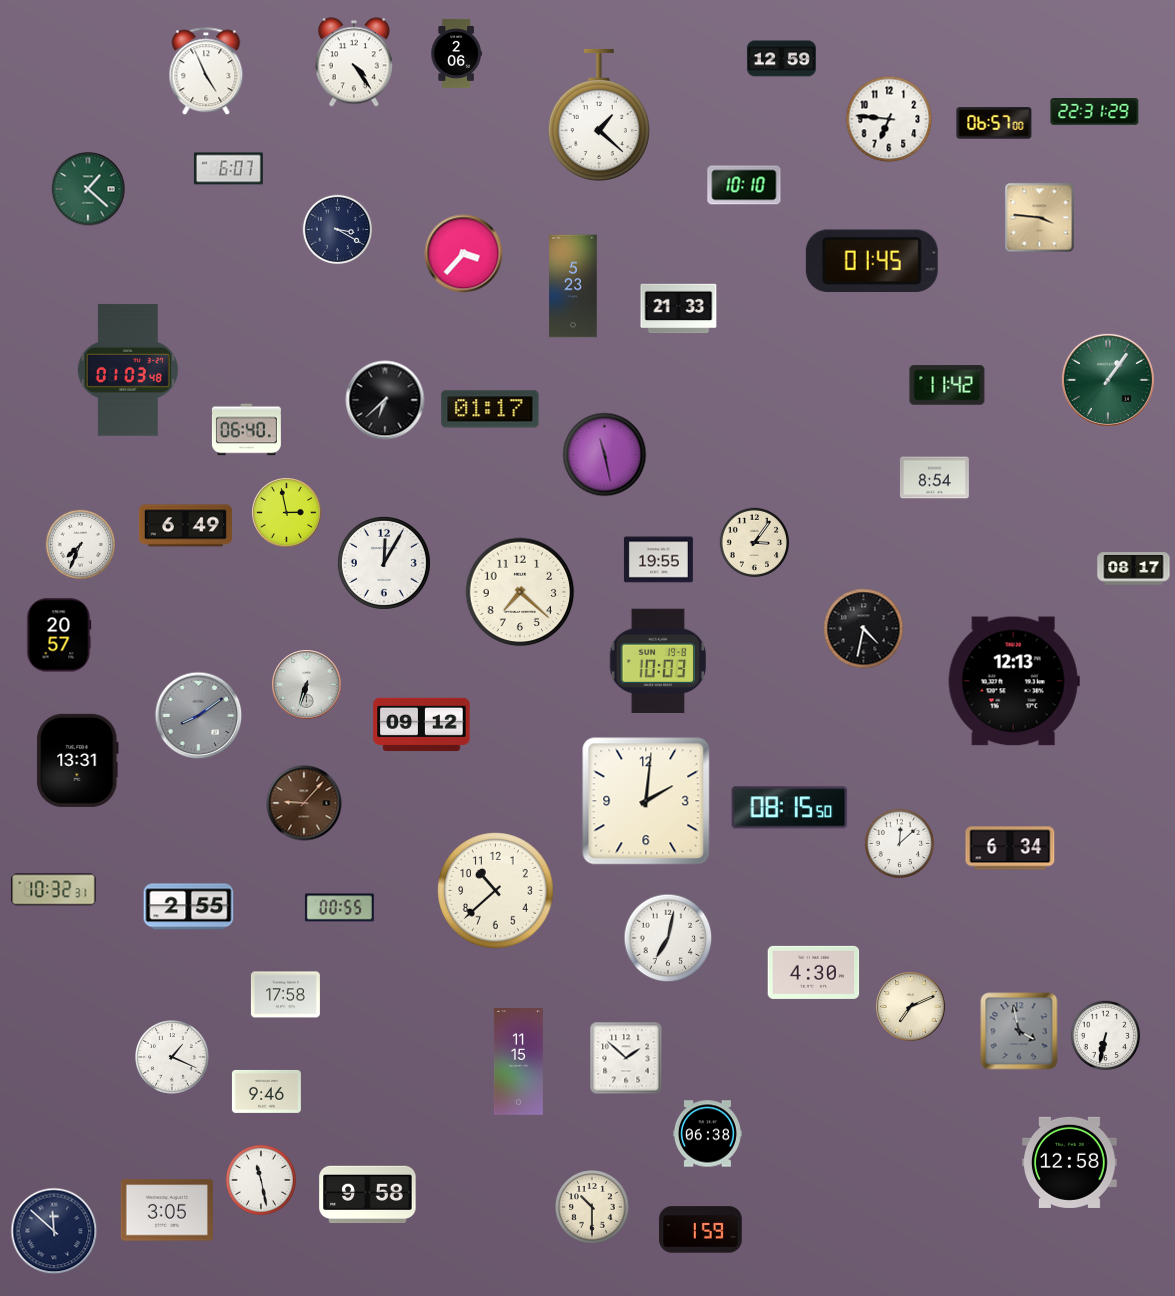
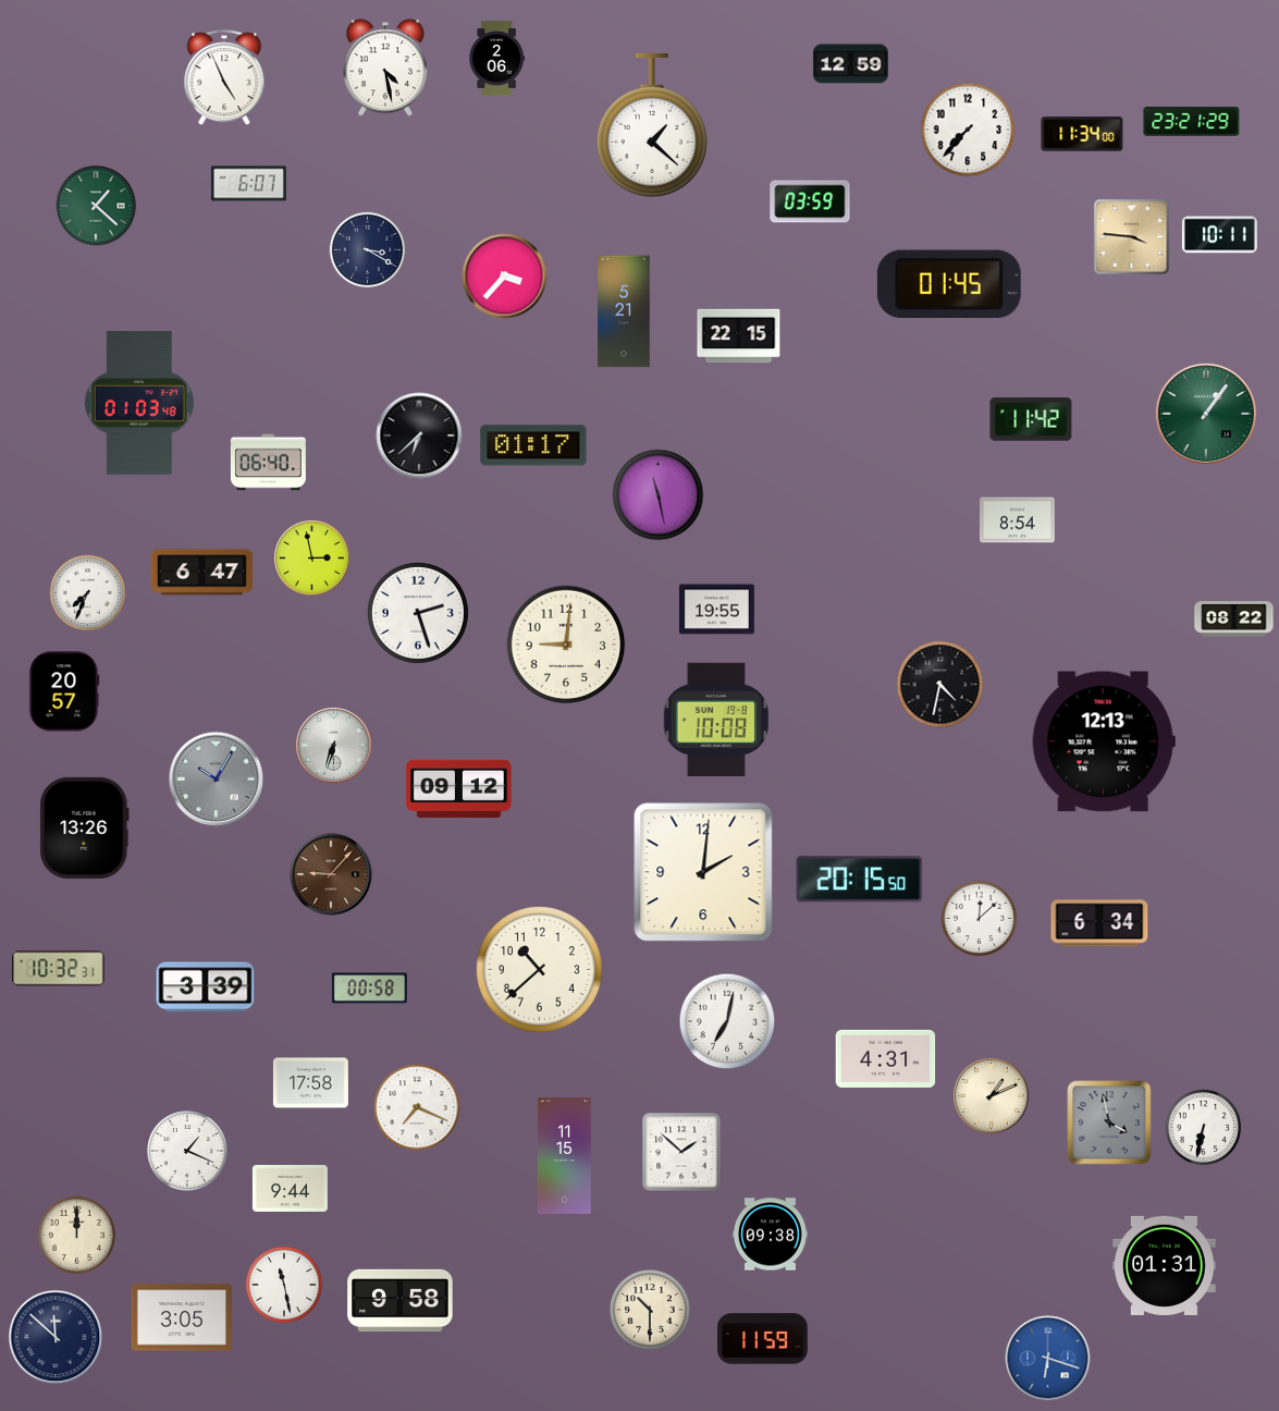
clock at (354, 62): 4:24 -> 4:28
clock at (1095, 112): 22:31 -> 23:21
clock at (889, 119): 6:46 -> 7:37
clock at (994, 123): 06:57 -> 11:34
clock at (744, 185): 10:10 -> 03:59
clock at (1219, 235): none -> 10:11
clock at (573, 286): 5:23 -> 5:21
clock at (679, 309): 21:33 -> 22:15
clock at (246, 430) position: (246, 430) -> (268, 463)
clock at (185, 526): 6:49 -> 6:47
clock at (755, 543): 3:06 -> none
clock at (384, 563): 12:05 -> 2:27
clock at (1134, 569): 08:17 -> 08:22
clock at (520, 592): 7:22 -> 9:01
clock at (658, 661): 10:03 -> 10:08
clock at (199, 716): 8:09 -> 10:05
clock at (78, 760): 13:31 -> 13:26
clock at (790, 808): 08:15 -> 20:15
clock at (189, 907): 2:55 -> 3:39
clock at (339, 908): 00:55 -> 00:58
clock at (814, 972): 4:30 -> 4:31
clock at (911, 1007): 7:11 -> 1:11
clock at (417, 1107): none -> 7:19
clock at (266, 1091): 9:46 -> 9:44
clock at (76, 1235): none -> 12:00
clock at (707, 1134): 06:38 -> 09:38
clock at (1070, 1162): 12:58 -> 01:31
clock at (592, 1207) position: (592, 1207) -> (650, 1310)
clock at (701, 1230): 1:59 -> 11:59
clock at (54, 1231) position: (54, 1231) -> (56, 1337)
clock at (1048, 1359): none -> 6:18
